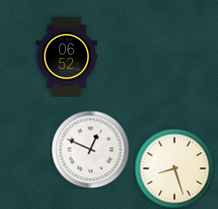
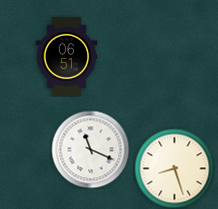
clock at (67, 56): 06:52 -> 06:51
clock at (90, 149): 12:49 -> 11:19
